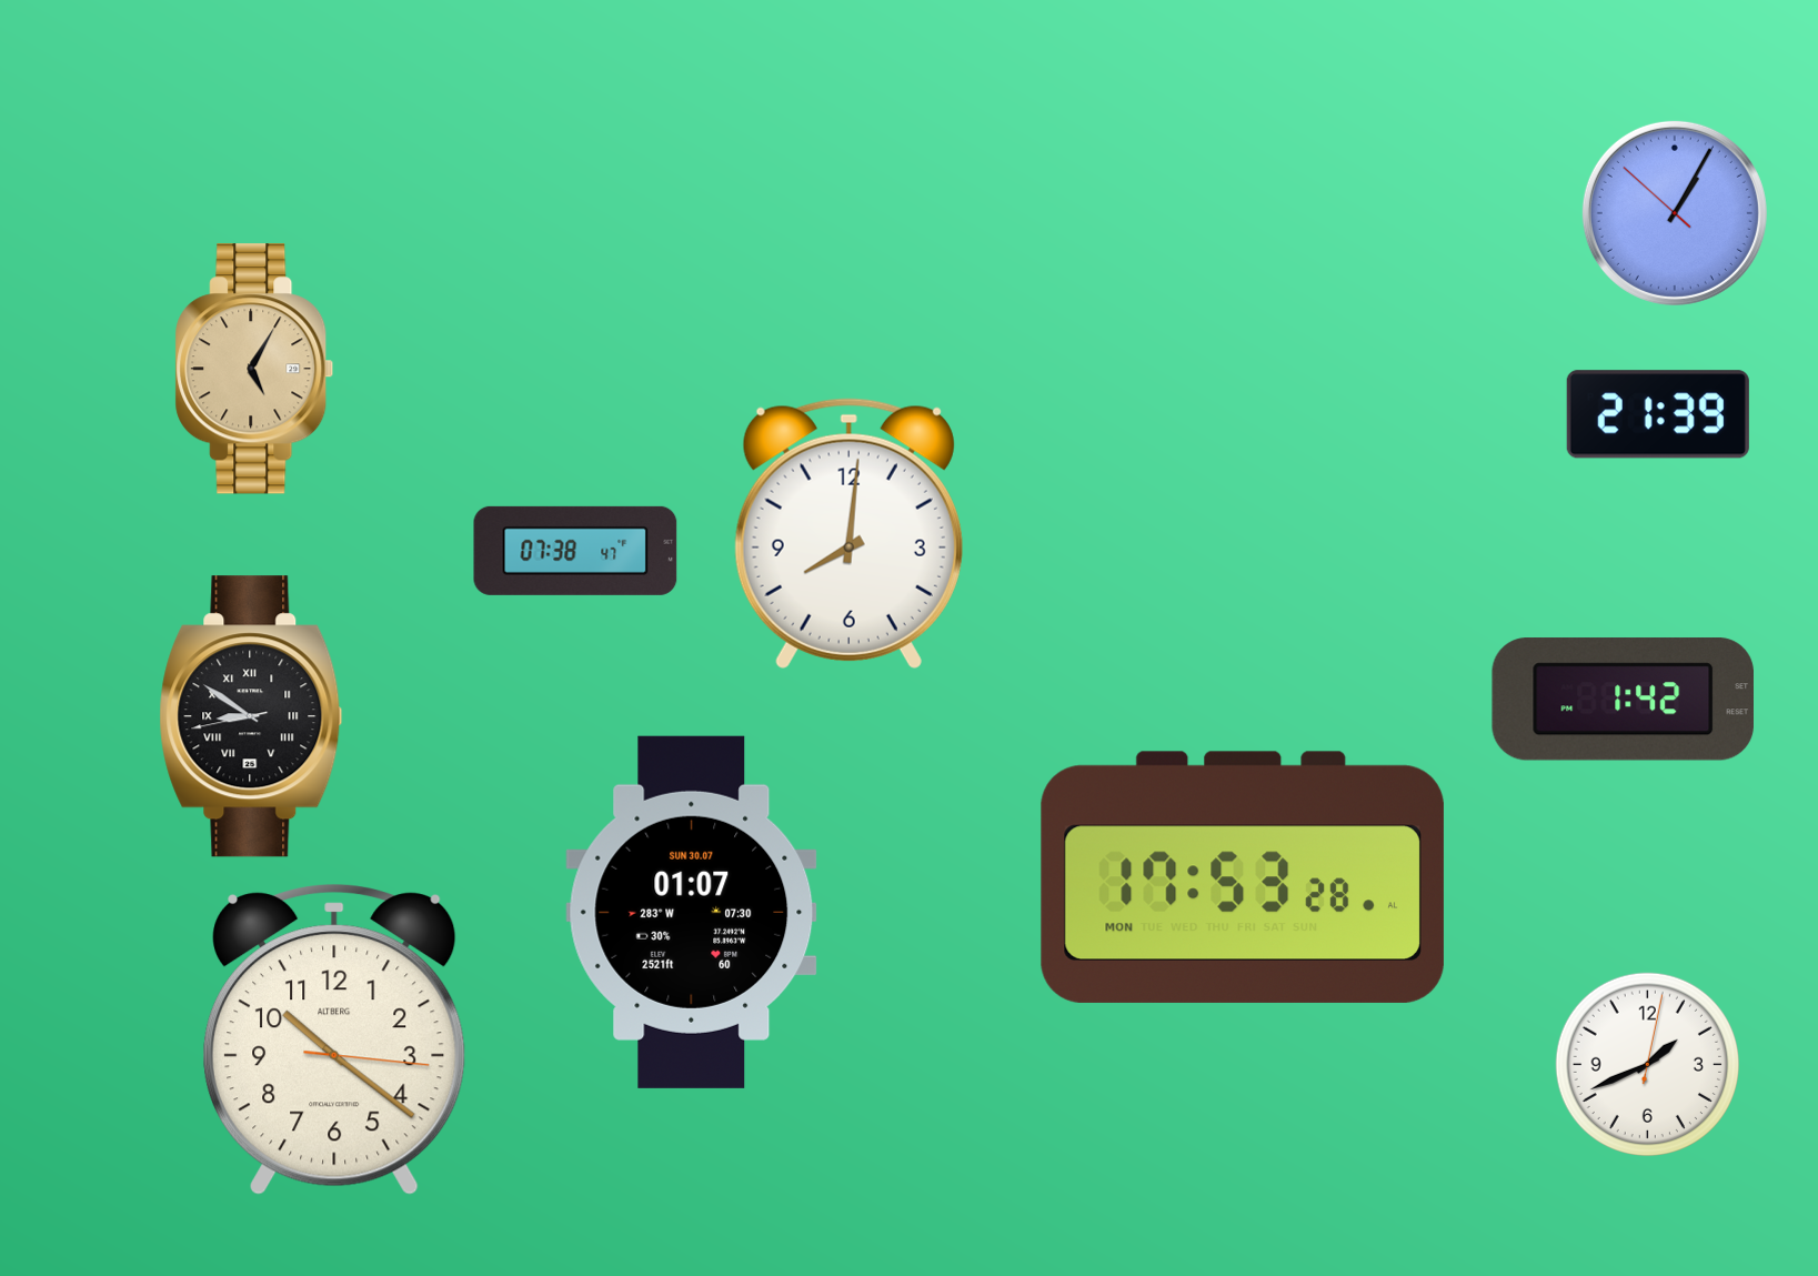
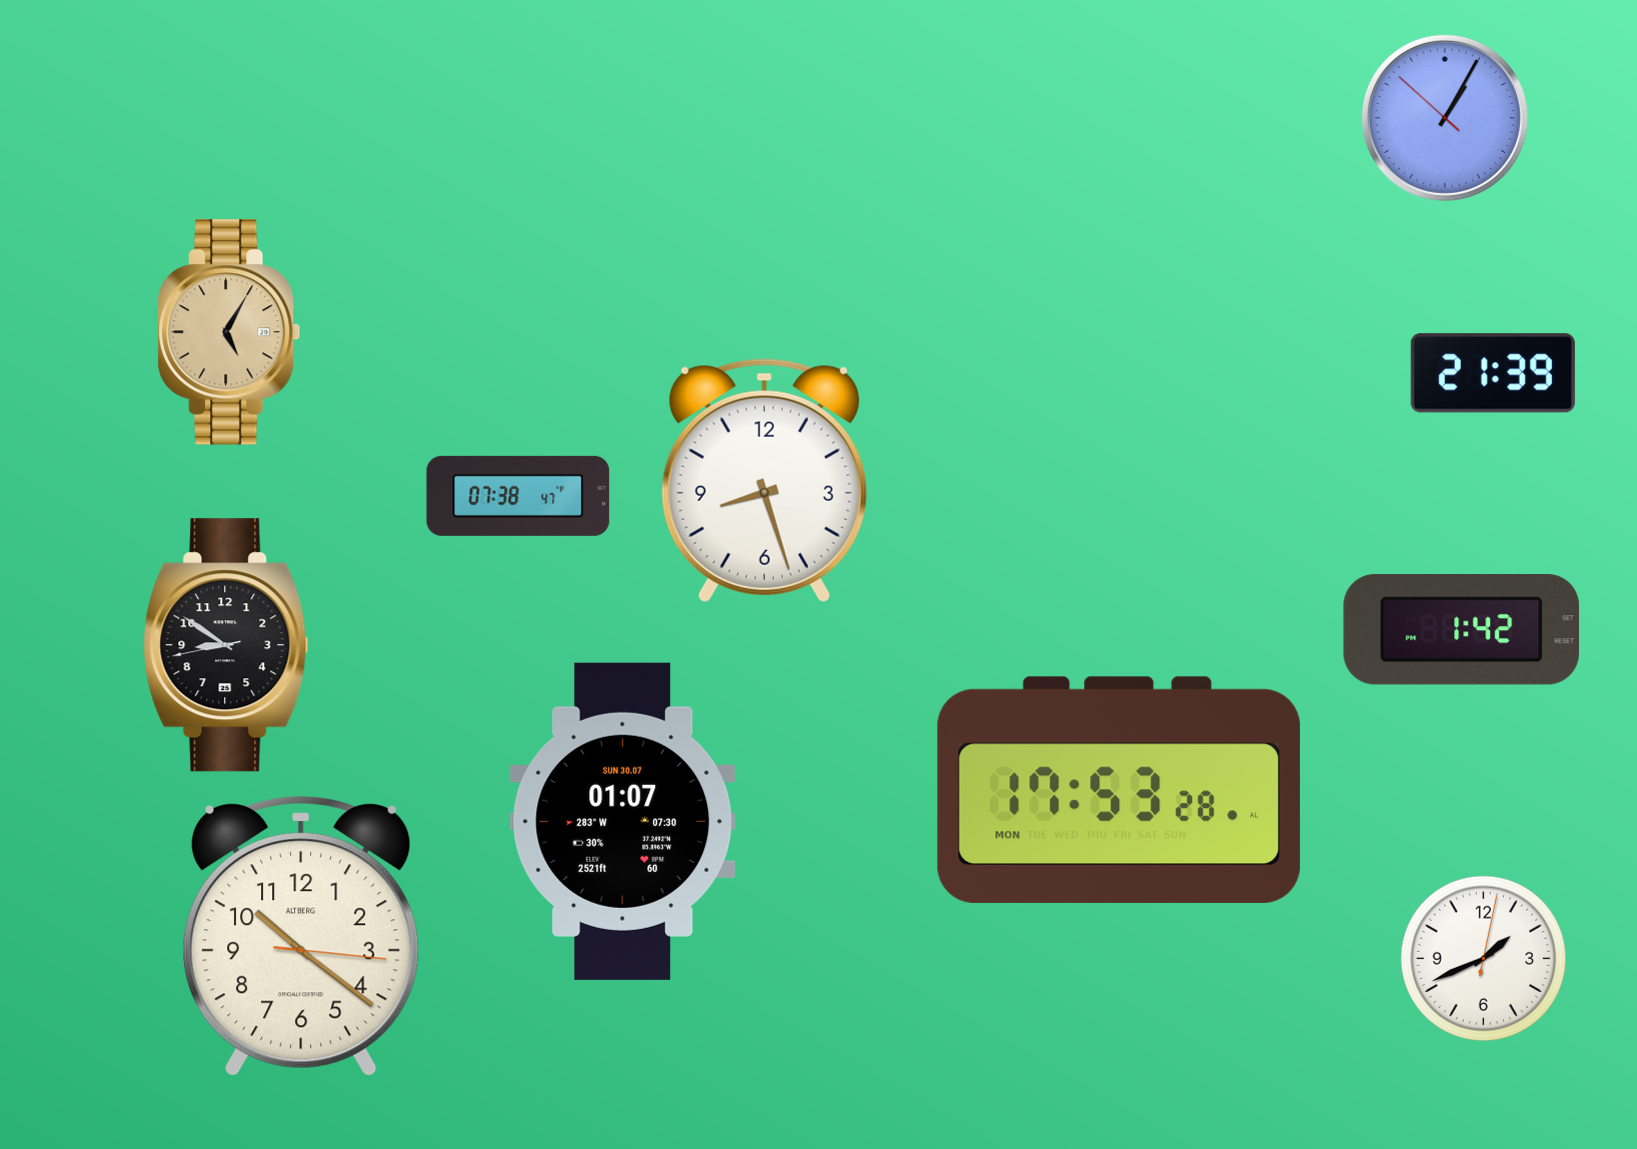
clock at (1675, 213) position: (1675, 213) -> (1445, 118)
clock at (848, 533): 8:01 -> 8:27
clock at (251, 716) numerals: Roman -> Arabic
